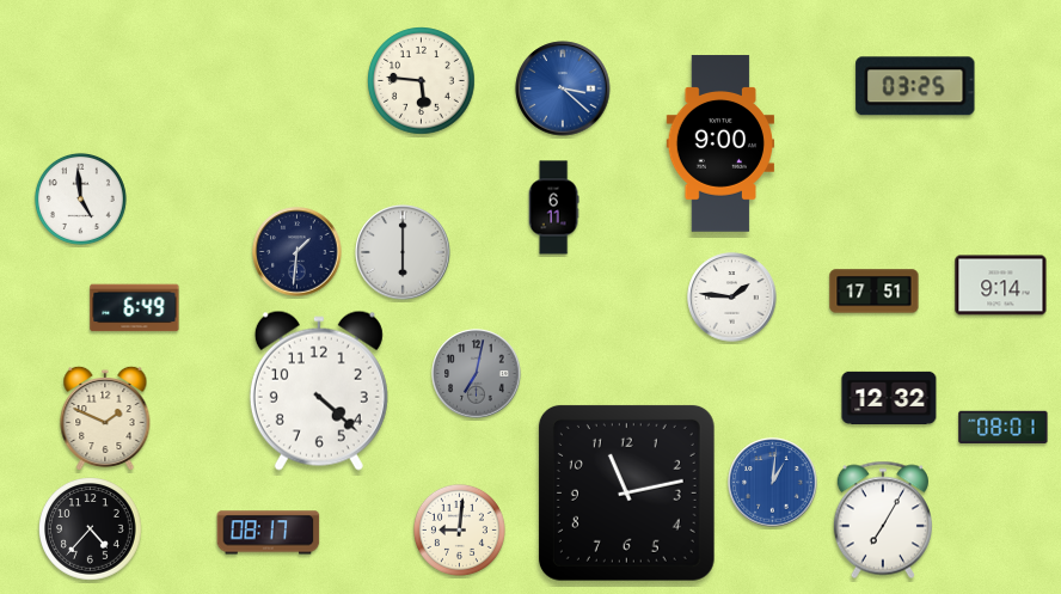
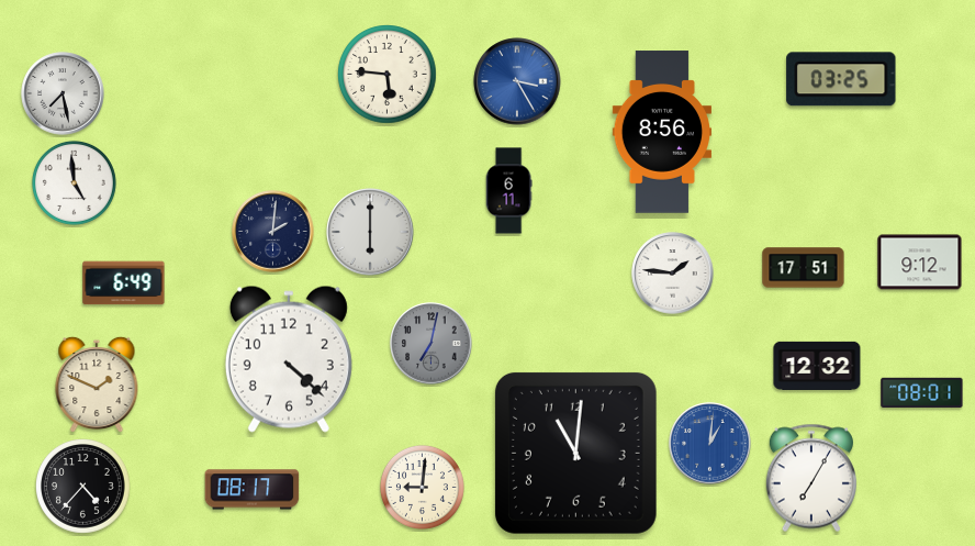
clock at (563, 88): 3:22 -> 3:25
clock at (63, 93): none -> 7:28
clock at (719, 143): 9:00 -> 8:56
clock at (298, 252): 1:31 -> 2:01
clock at (1001, 286): 9:14 -> 9:12
clock at (477, 374) position: (477, 374) -> (432, 344)
clock at (319, 391) position: (319, 391) -> (289, 359)
clock at (626, 492): 11:13 -> 11:01
clock at (269, 533) position: (269, 533) -> (253, 490)
